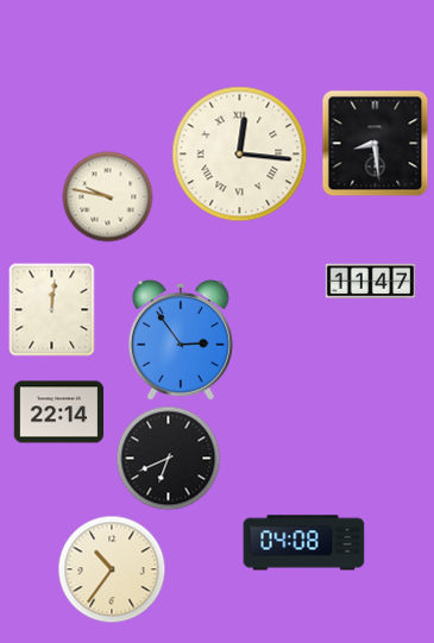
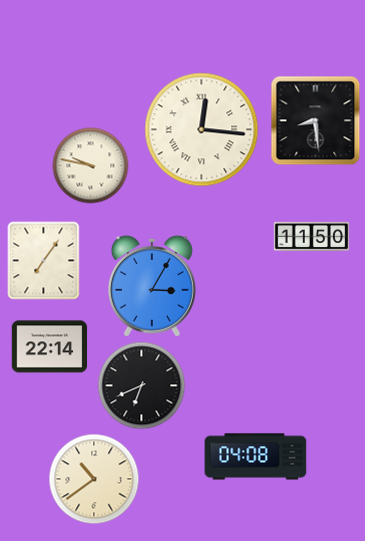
clock at (371, 282): 11:47 -> 11:50
clock at (52, 310): 12:01 -> 7:06
clock at (181, 340): 2:54 -> 3:05
clock at (112, 569): 10:36 -> 10:39
